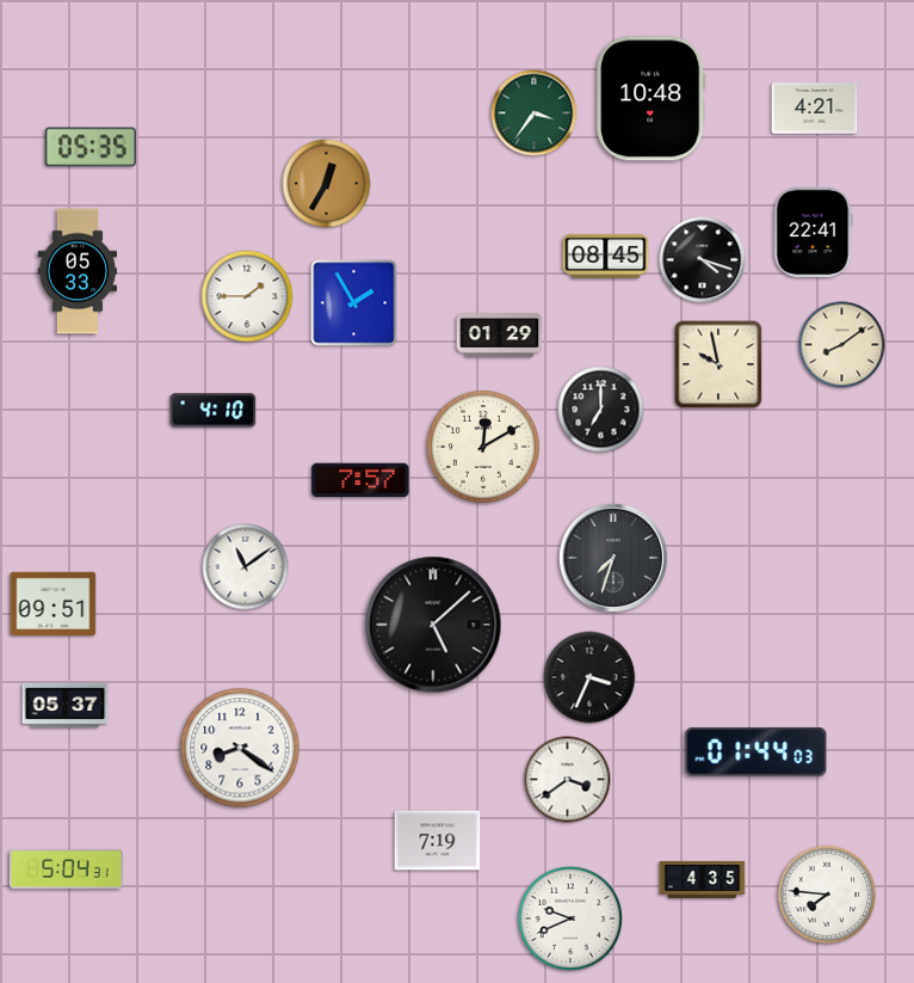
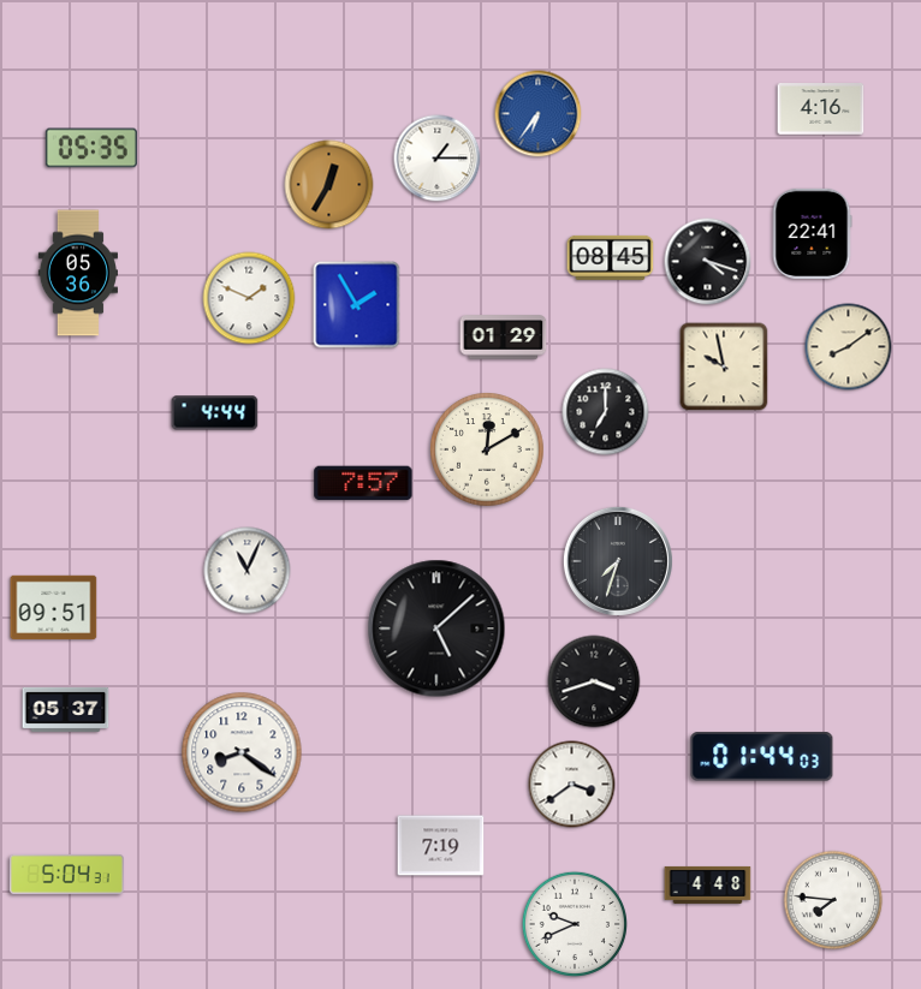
clock at (651, 99): 10:48 -> none
clock at (815, 109): 4:21 -> 4:16
clock at (535, 113): 3:36 -> 6:36
clock at (535, 113) dial: green -> blue
clock at (438, 159): none -> 1:15
clock at (813, 232) position: (813, 232) -> (812, 233)
clock at (76, 271): 05:33 -> 05:36
clock at (247, 296): 1:45 -> 1:49
clock at (214, 411): 4:10 -> 4:44
clock at (246, 567): 11:09 -> 11:04
clock at (589, 677): 3:34 -> 3:42
clock at (703, 879): 4:35 -> 4:48
